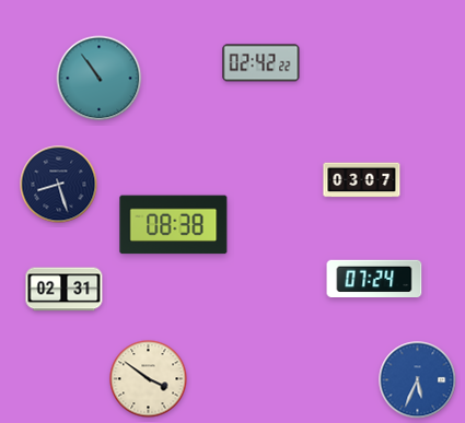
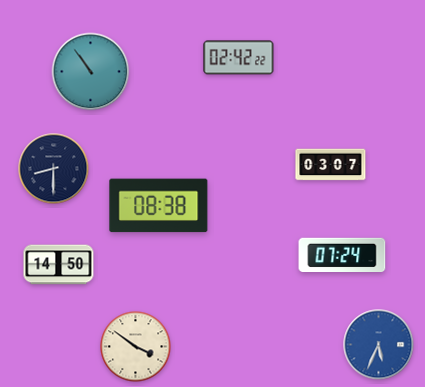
clock at (59, 185): 8:27 -> 8:30
clock at (65, 290): 02:31 -> 14:50
clock at (418, 380) position: (418, 380) -> (379, 345)
